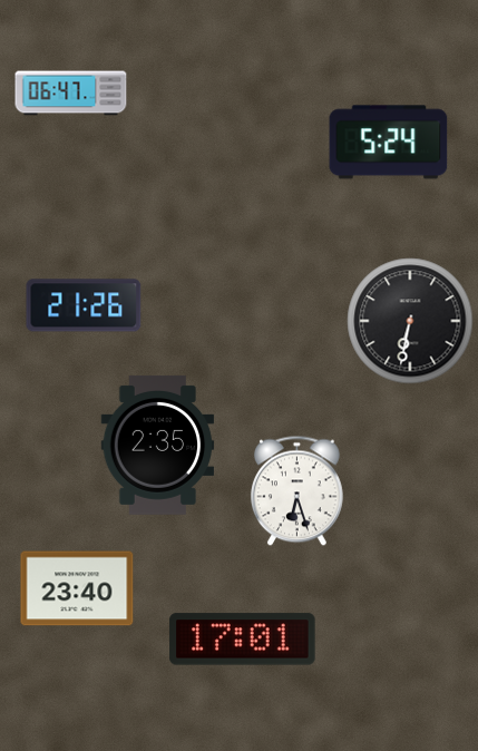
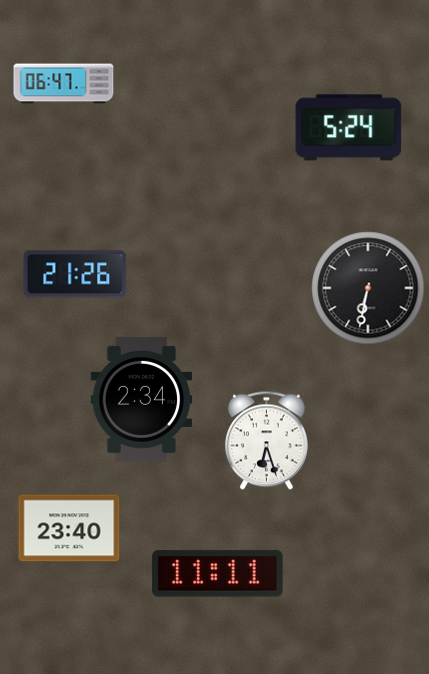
clock at (158, 445): 2:35 -> 2:34
clock at (243, 640): 17:01 -> 11:11
